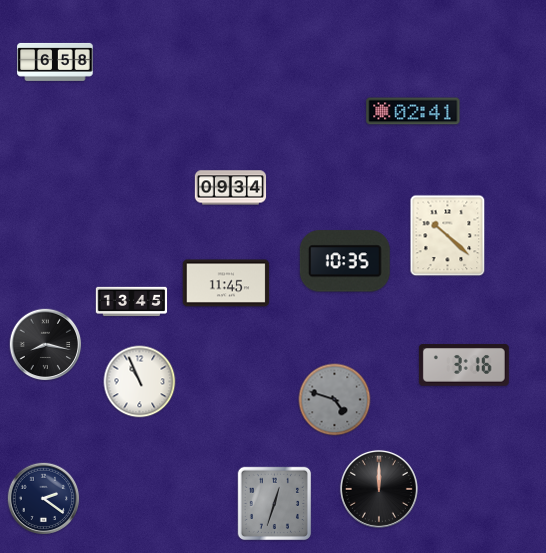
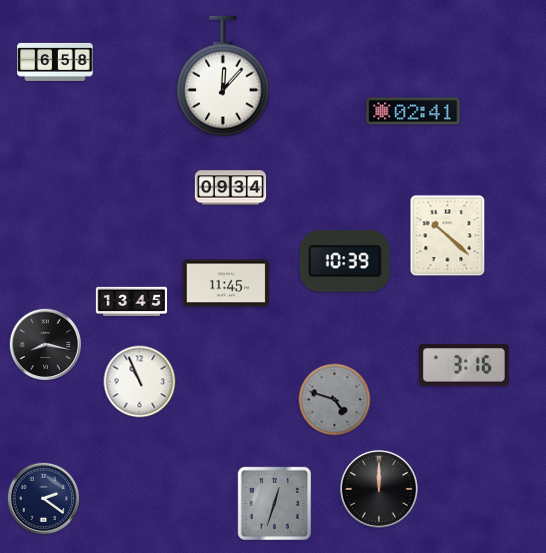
clock at (223, 76): none -> 12:07
clock at (345, 261): 10:35 -> 10:39
